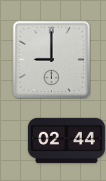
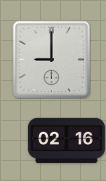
clock at (66, 140): 02:44 -> 02:16
